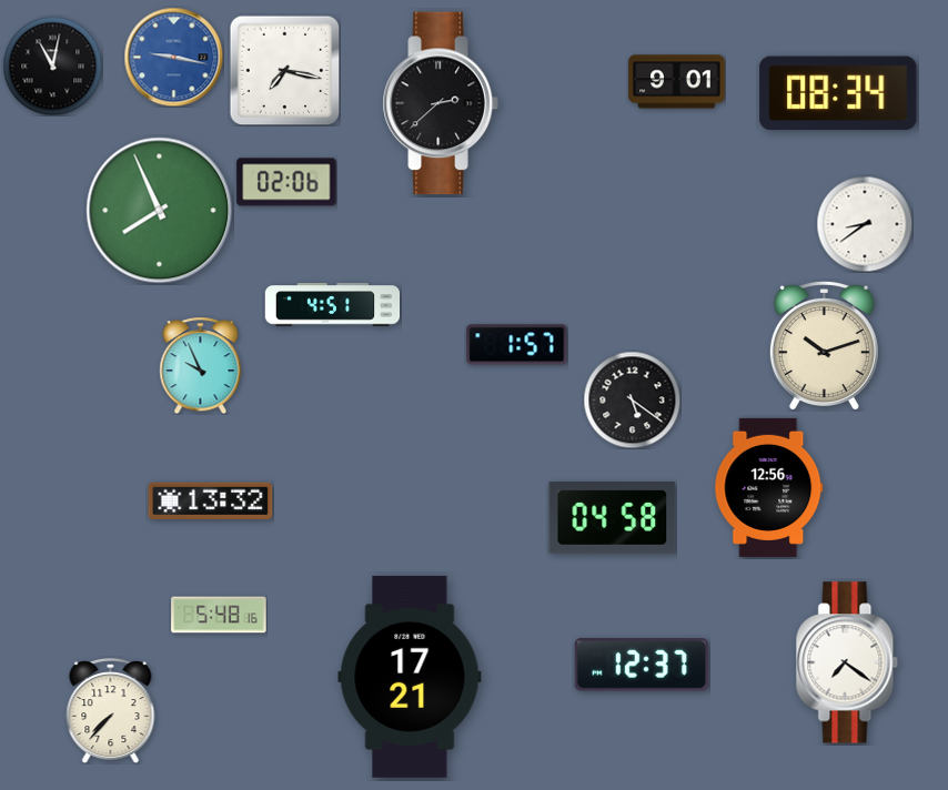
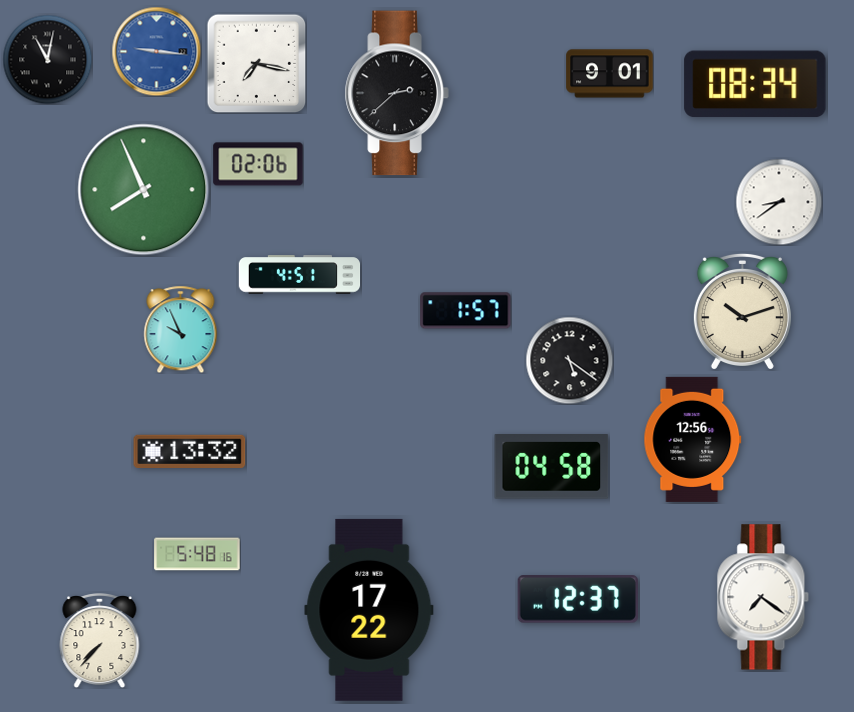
clock at (173, 57): 9:17 -> 9:16
clock at (410, 677): 17:21 -> 17:22
